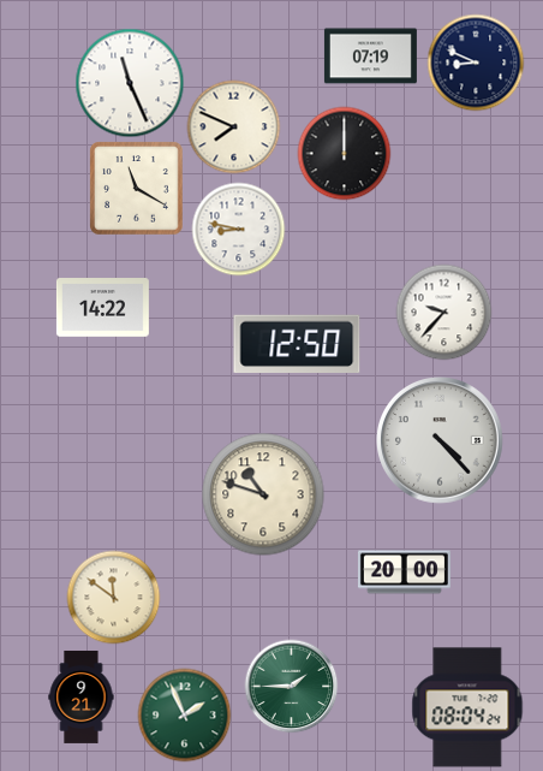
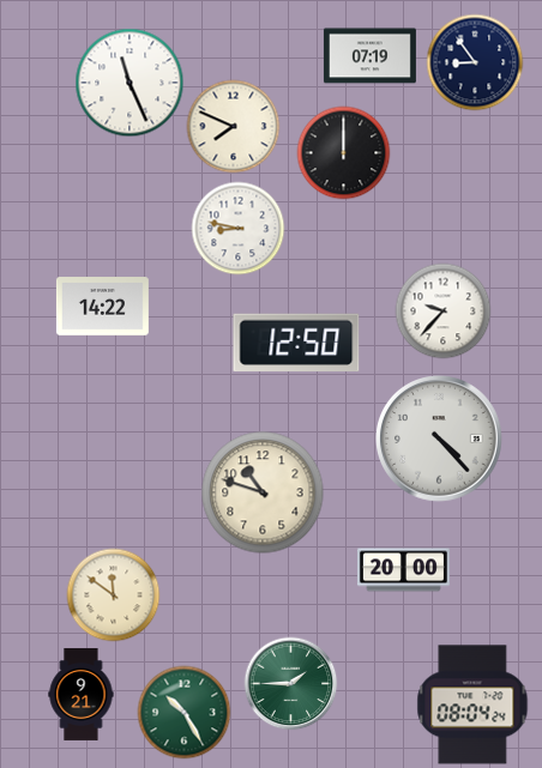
clock at (476, 63): 8:49 -> 8:54
clock at (136, 188): 11:20 -> none
clock at (467, 707) position: (467, 707) -> (472, 704)
clock at (184, 714): 1:56 -> 10:25
